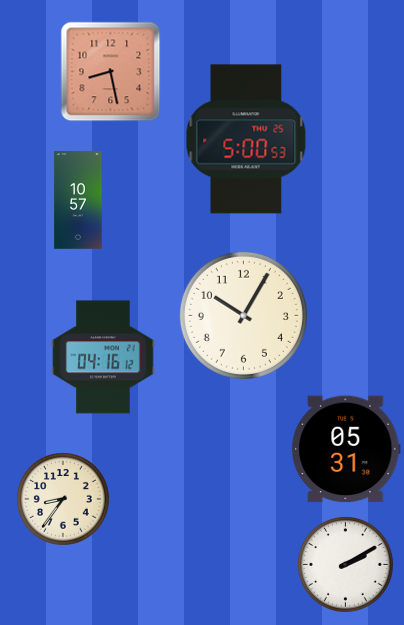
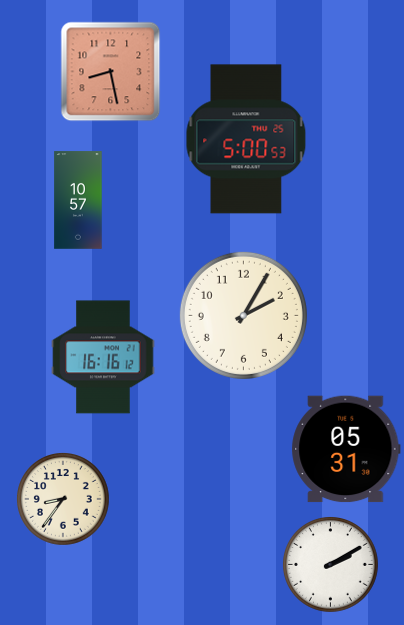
clock at (243, 315): 10:05 -> 2:05
clock at (103, 357): 04:16 -> 16:16
clock at (346, 565) position: (346, 565) -> (331, 565)
